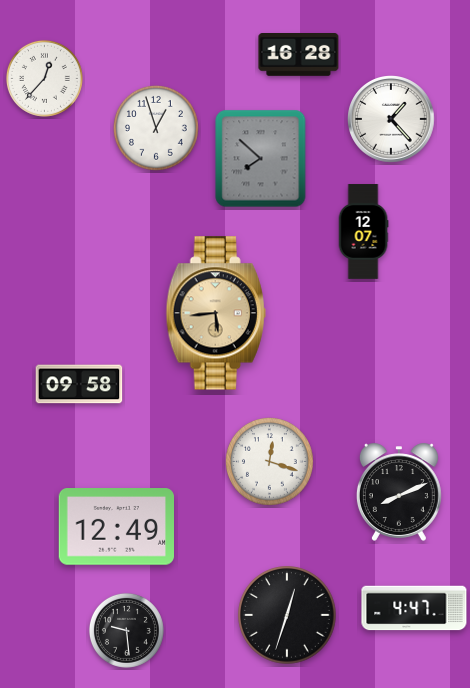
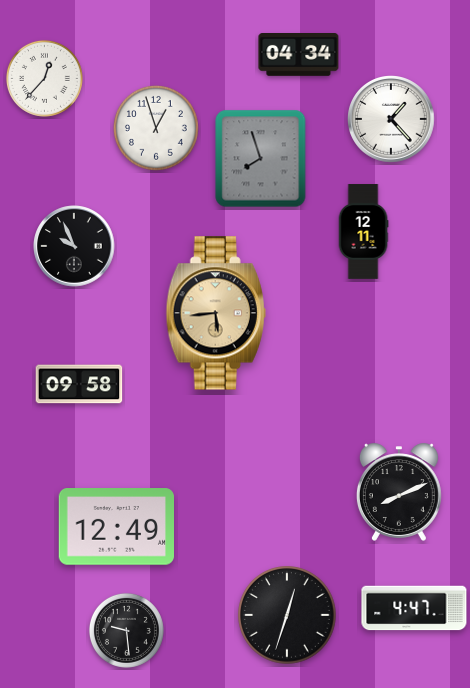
clock at (299, 55): 16:28 -> 04:34
clock at (261, 159): 7:52 -> 7:57
clock at (363, 232): 12:07 -> 12:11
clock at (74, 246): none -> 9:56
clock at (270, 462): 12:18 -> none
